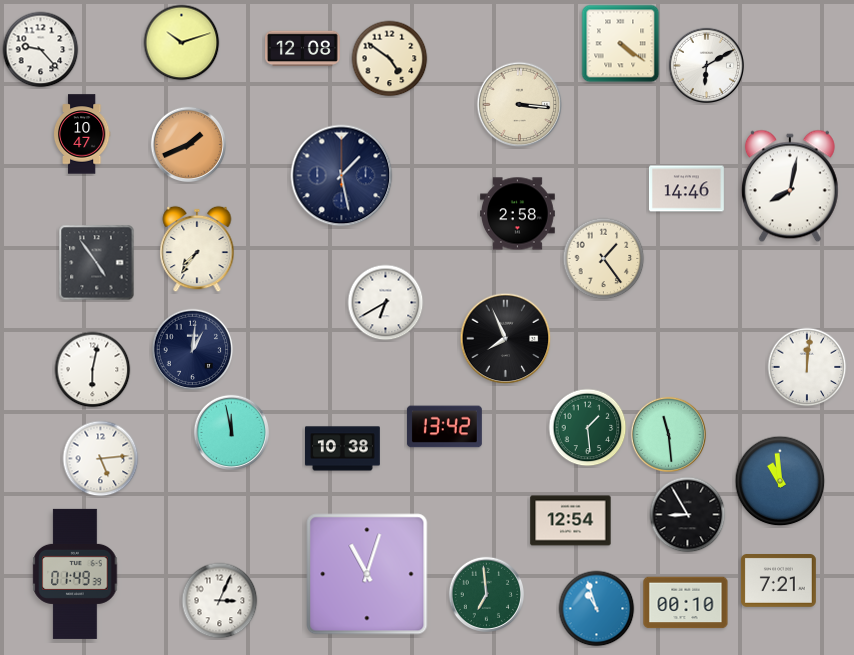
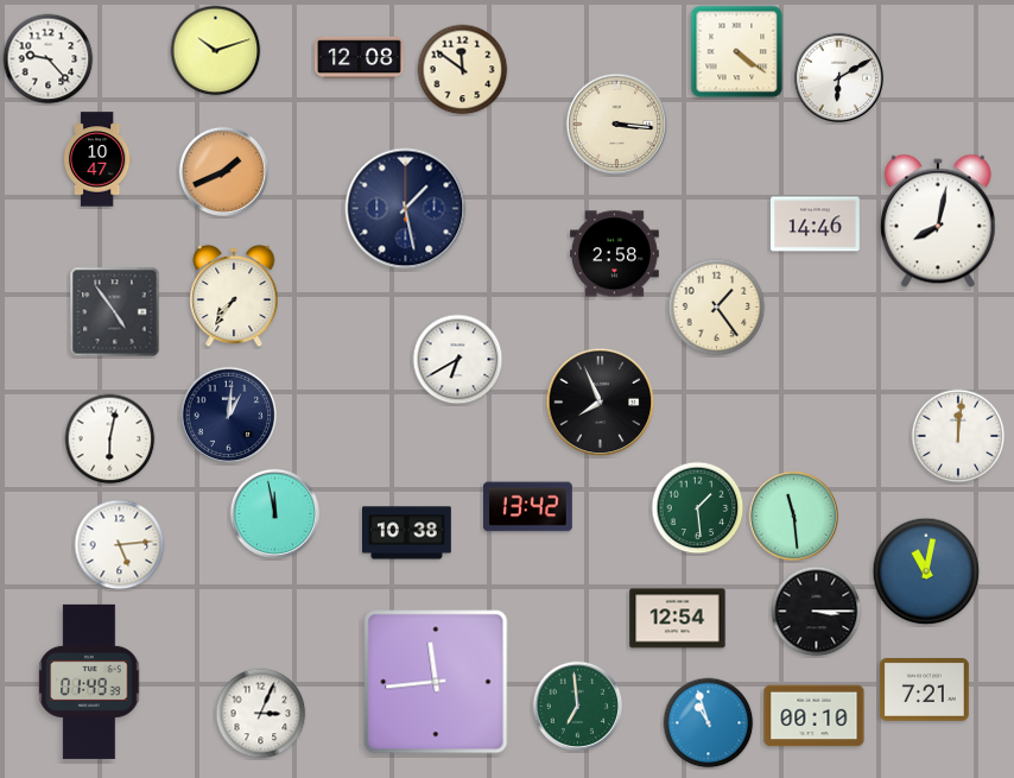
clock at (390, 59): 4:51 -> 11:51
clock at (780, 481): 10:59 -> 11:02
clock at (688, 515): 8:55 -> 3:15
clock at (367, 574): 11:03 -> 11:44
